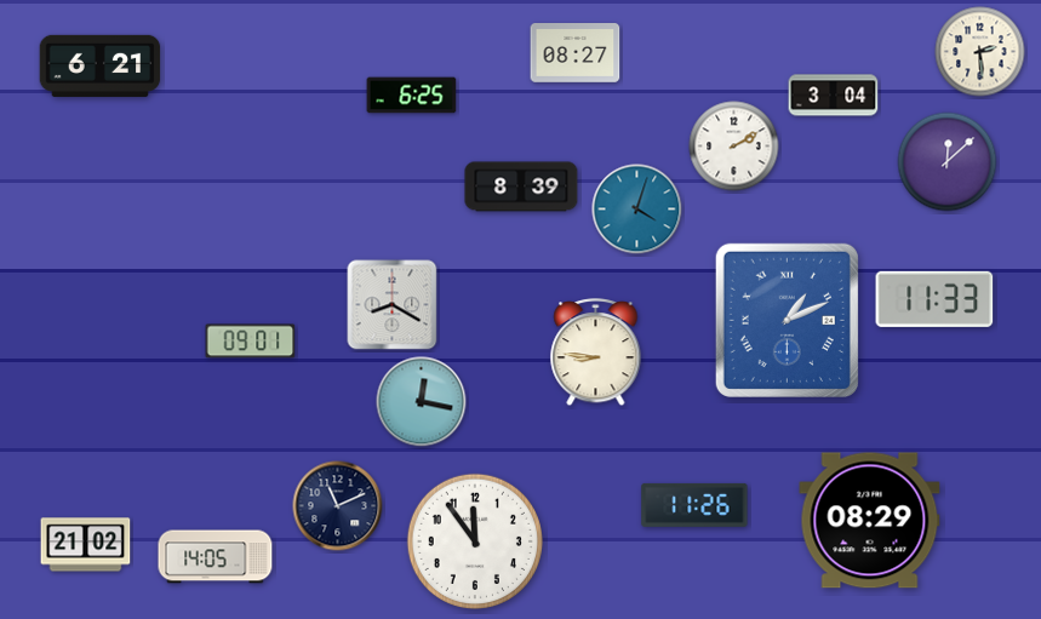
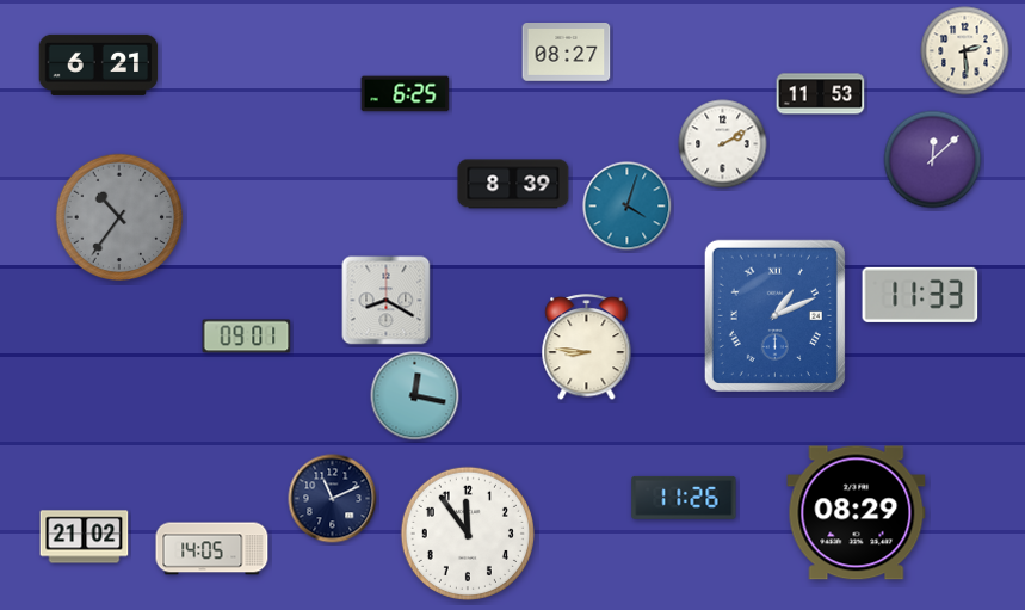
clock at (834, 96): 3:04 -> 11:53
clock at (119, 217): none -> 10:36
